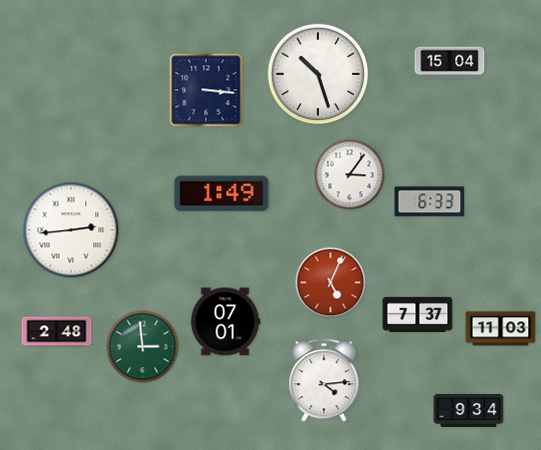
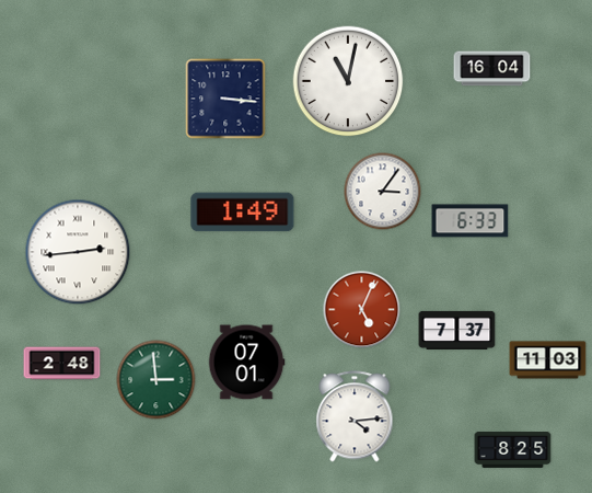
clock at (450, 63): 15:04 -> 16:04
clock at (318, 74): 10:27 -> 11:02
clock at (418, 314) position: (418, 314) -> (457, 330)
clock at (225, 322) position: (225, 322) -> (246, 363)
clock at (469, 410): 9:34 -> 8:25
